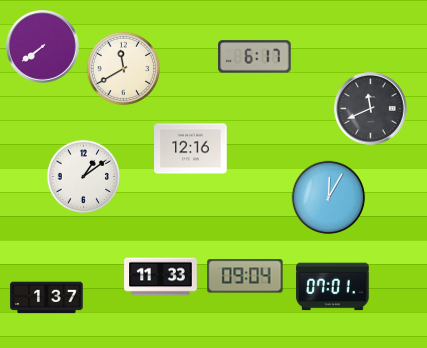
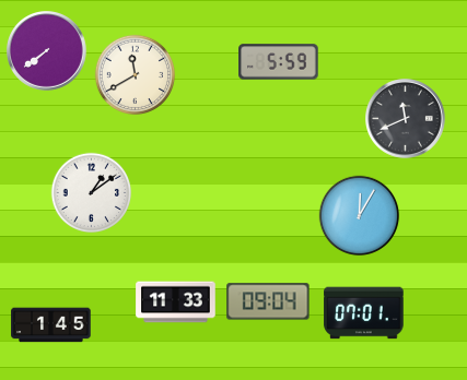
clock at (255, 57): 6:17 -> 5:59
clock at (191, 149): 12:16 -> none
clock at (47, 298): 1:37 -> 1:45
